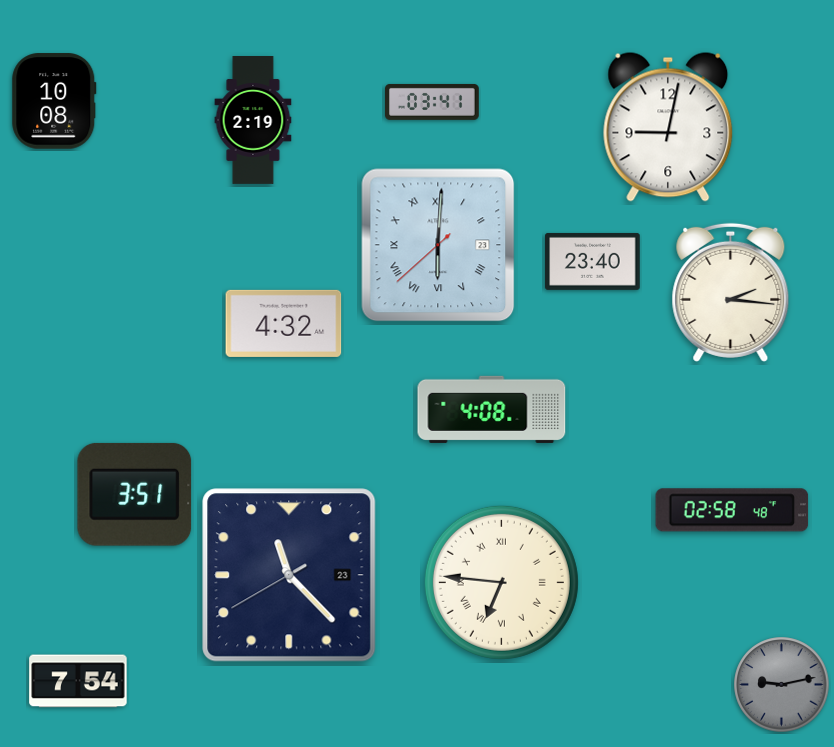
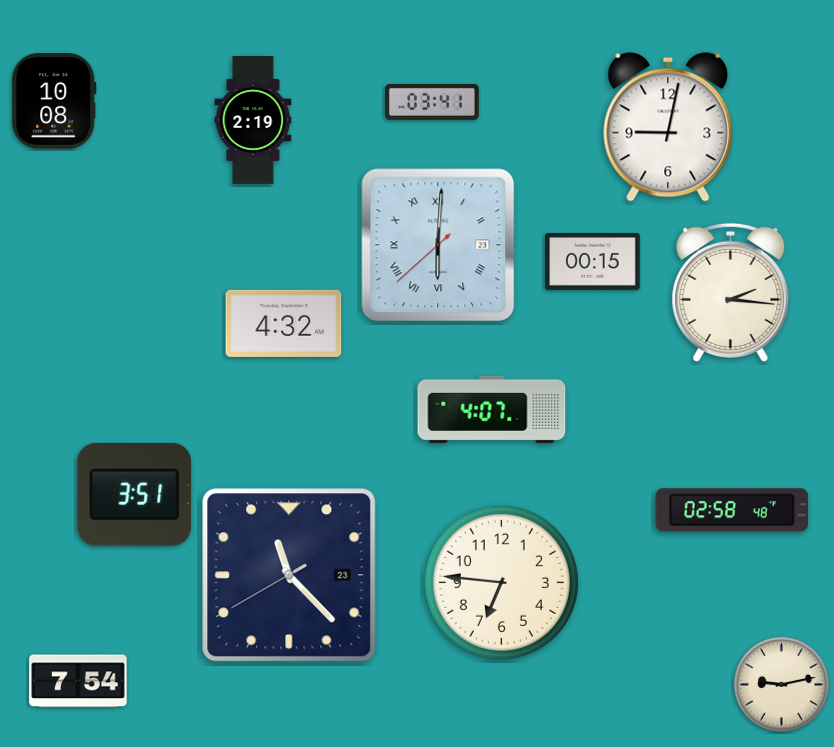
clock at (593, 261): 23:40 -> 00:15
clock at (492, 409): 4:08 -> 4:07
clock at (501, 582) numerals: Roman -> Arabic
clock at (782, 685) dial: grey -> cream
